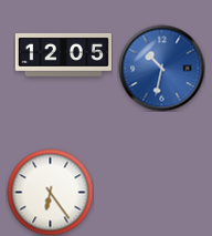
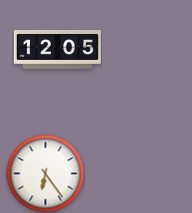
clock at (161, 68): 10:32 -> none
